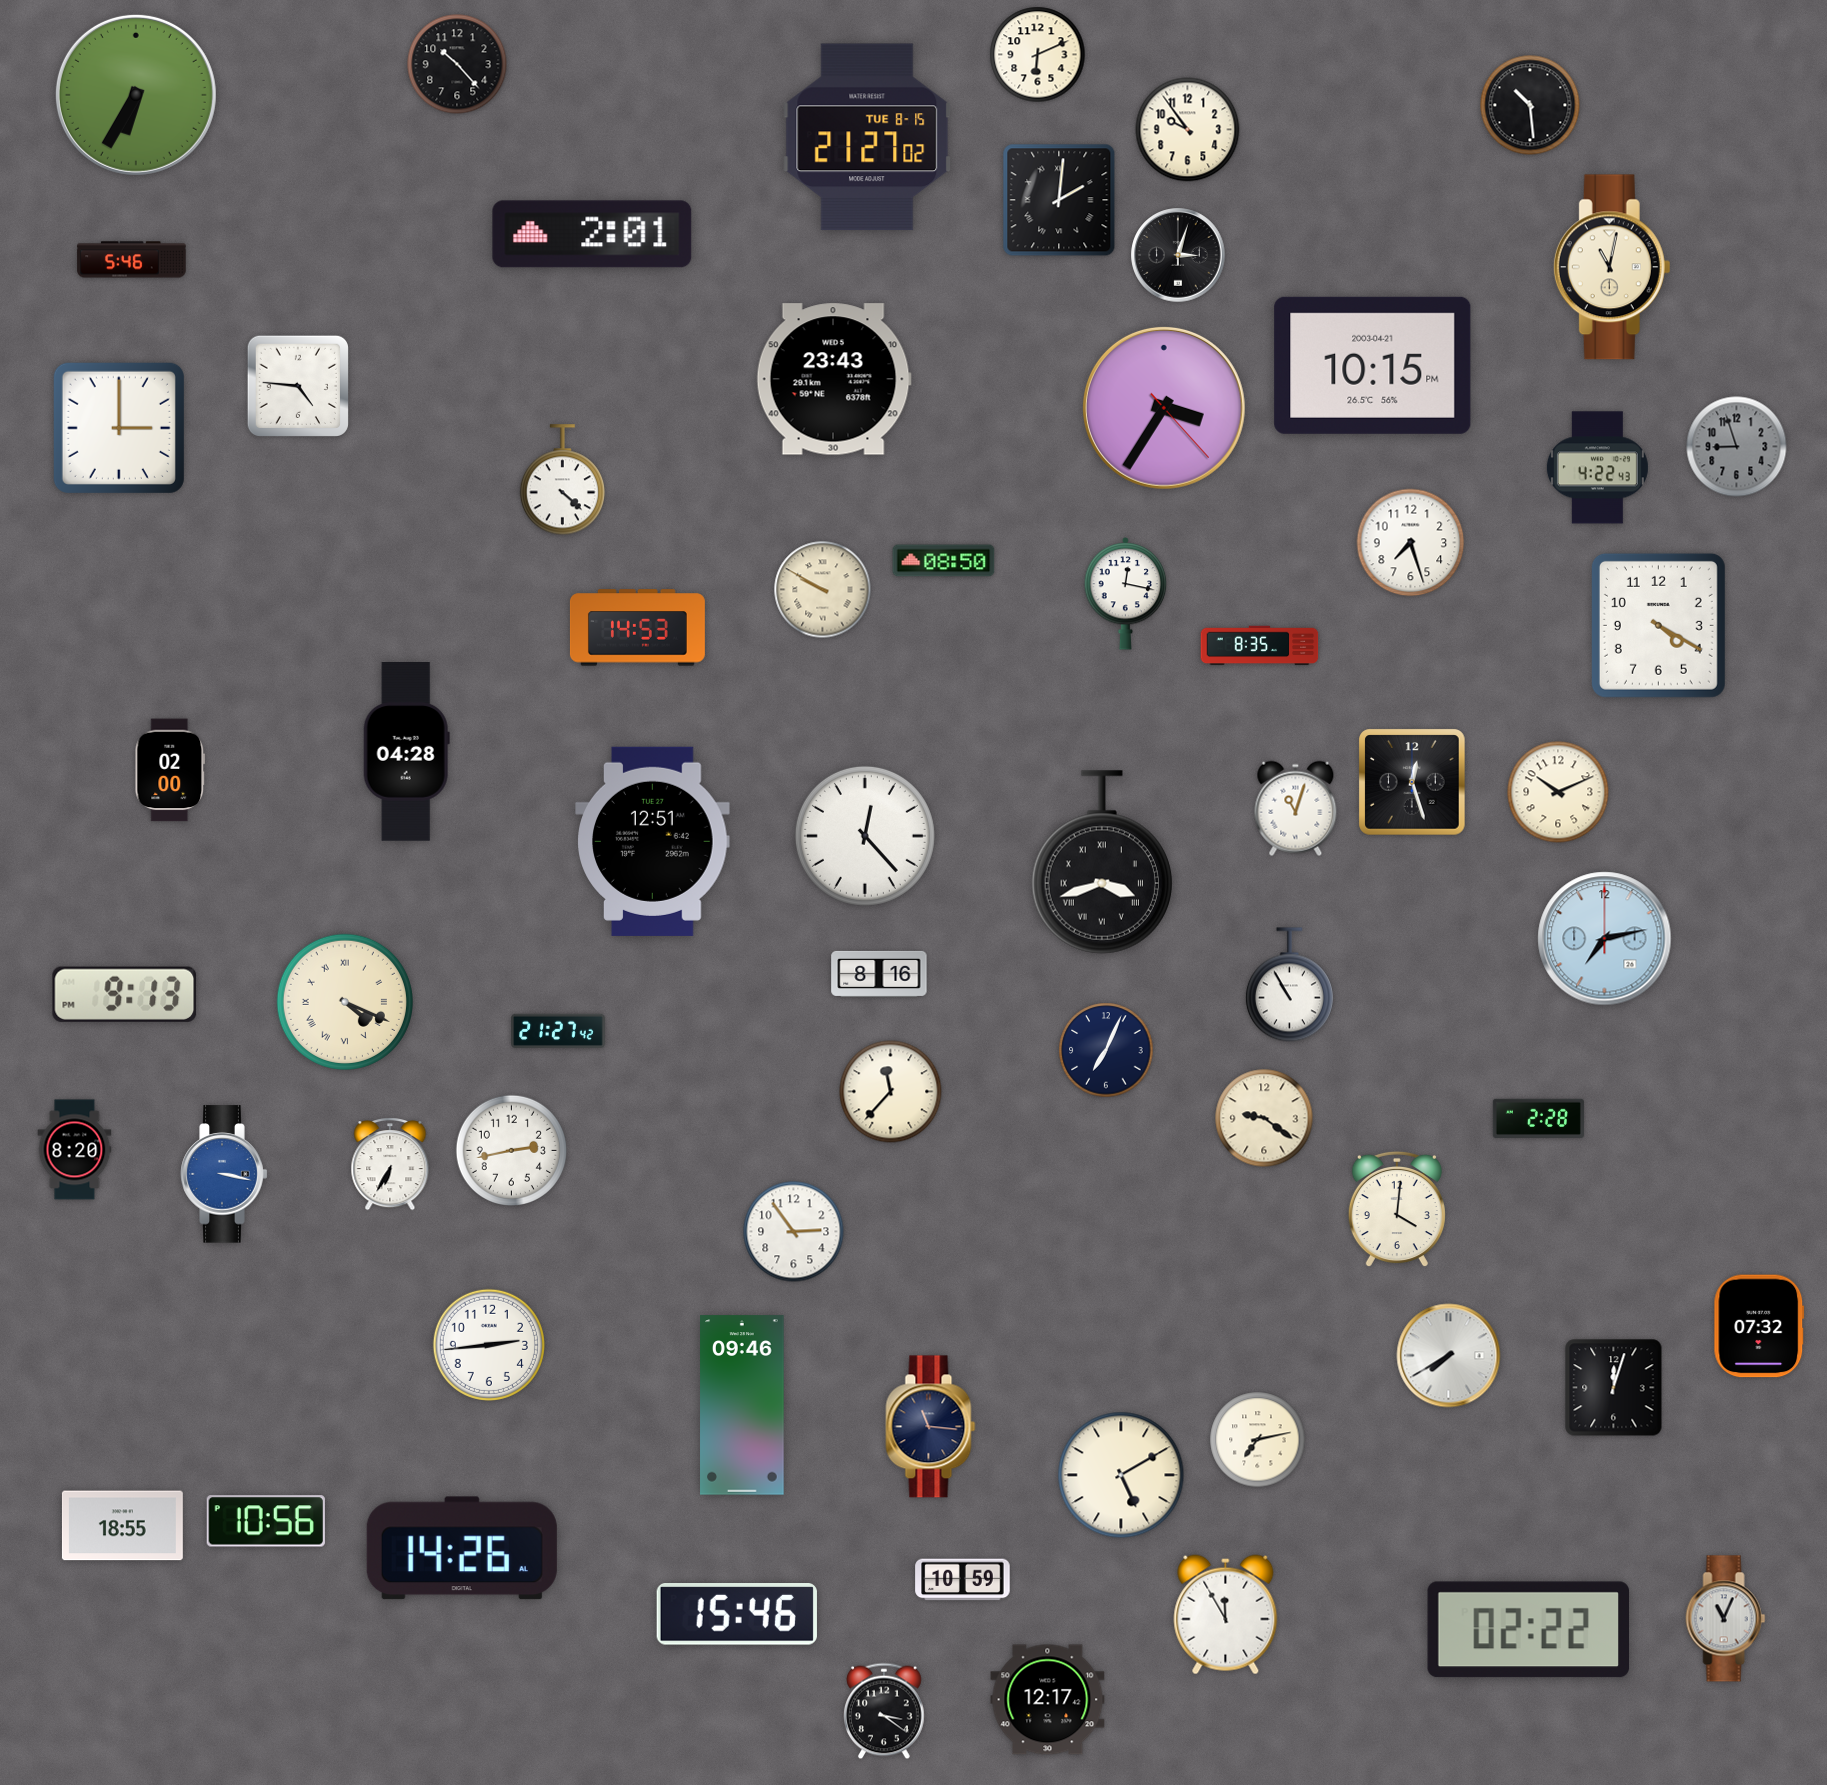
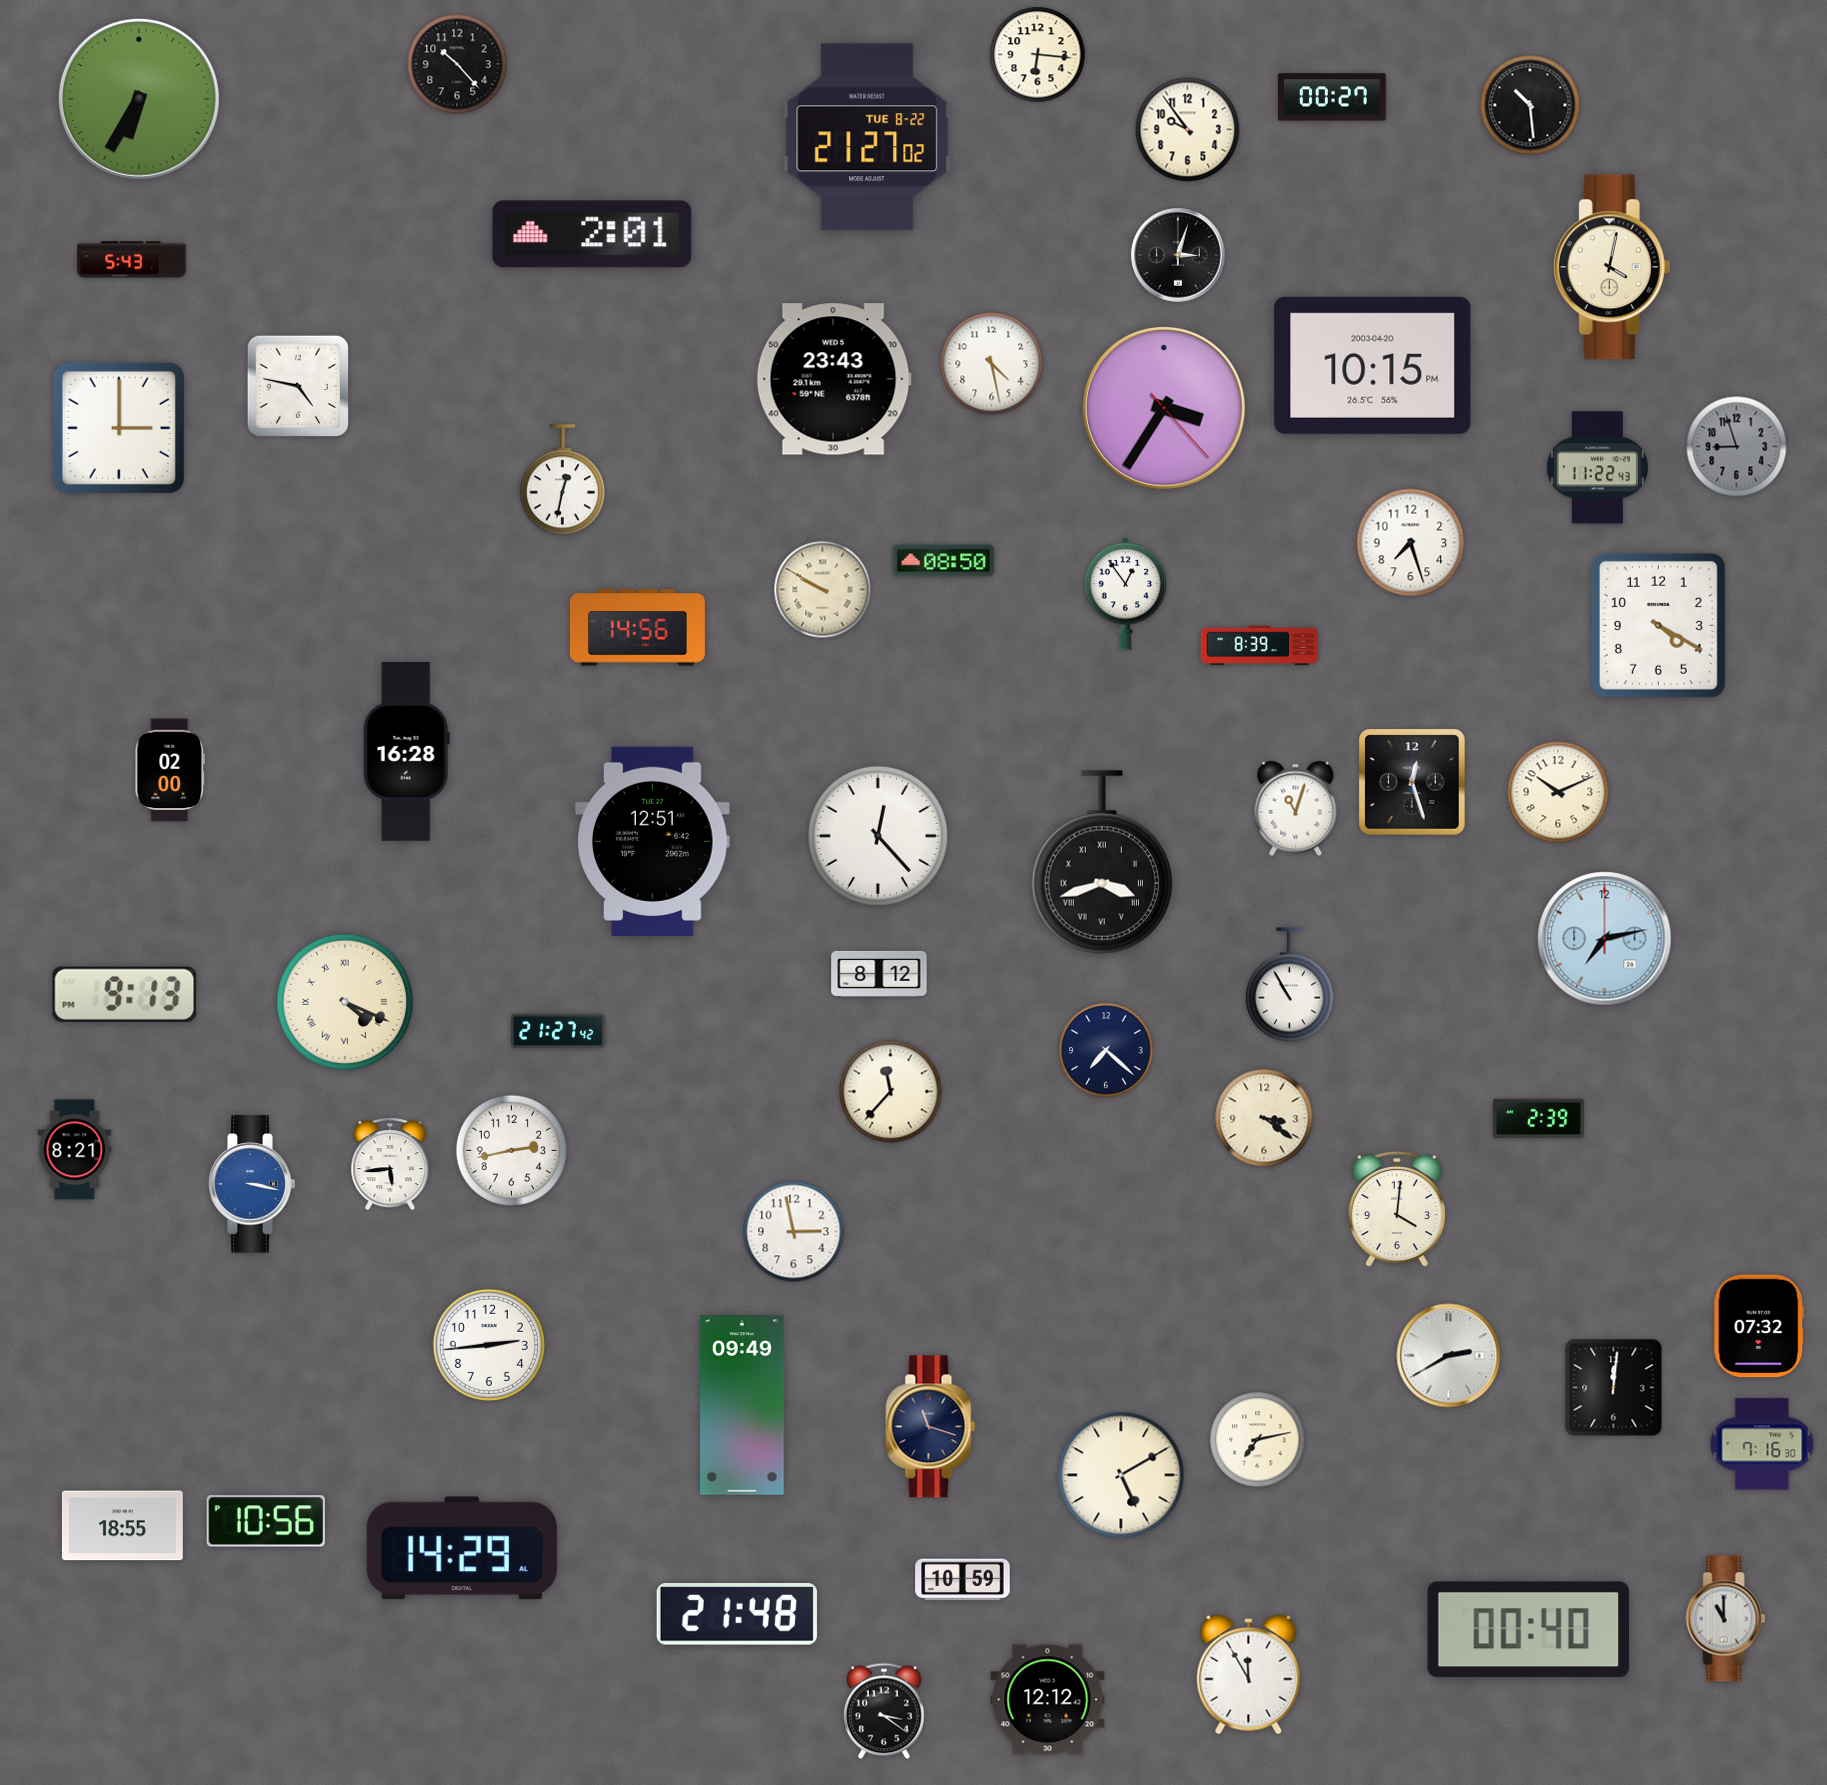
clock at (1038, 55): 6:11 -> 6:16
clock at (136, 95) position: (136, 95) -> (139, 99)
clock at (1332, 97): none -> 00:27
clock at (867, 137) date: TUE 8-15 -> TUE 8-22
clock at (1059, 200): 2:01 -> none
clock at (132, 260): 5:46 -> 5:43
clock at (1612, 267): 11:02 -> 4:02
clock at (992, 364): none -> 4:28
clock at (1373, 365) date: 2003-04-21 -> 2003-04-20
clock at (298, 386): 4:46 -> 4:47
clock at (1597, 468): 4:22 -> 11:22
clock at (562, 480): 4:22 -> 12:32
clock at (1126, 594): 12:17 -> 12:54
clock at (637, 628): 14:53 -> 14:56
clock at (1260, 646): 8:35 -> 8:39
clock at (406, 752): 04:28 -> 16:28
clock at (865, 836) position: (865, 836) -> (878, 836)
clock at (879, 974): 8:16 -> 8:12
clock at (1106, 1050): 7:04 -> 7:22
clock at (1264, 1118): 9:21 -> 3:21
clock at (1538, 1118): 2:28 -> 2:39
clock at (75, 1150): 8:20 -> 8:21
clock at (390, 1164): 6:35 -> 5:44
clock at (224, 1174) position: (224, 1174) -> (252, 1184)
clock at (794, 1232): 2:54 -> 2:58
clock at (1449, 1356): 7:40 -> 2:40
clock at (1614, 1388): 12:03 -> 12:01
clock at (742, 1405): 09:46 -> 09:49
clock at (931, 1427): 11:16 -> 11:18
clock at (1762, 1444): none -> 7:16
clock at (462, 1548): 14:26 -> 14:29
clock at (737, 1615): 15:46 -> 21:48
clock at (1226, 1615) position: (1226, 1615) -> (1249, 1675)
clock at (1726, 1619): 11:04 -> 11:00
clock at (1528, 1630): 02:22 -> 00:40
clock at (1048, 1700): 12:17 -> 12:12
